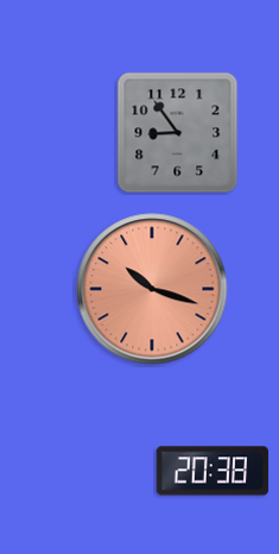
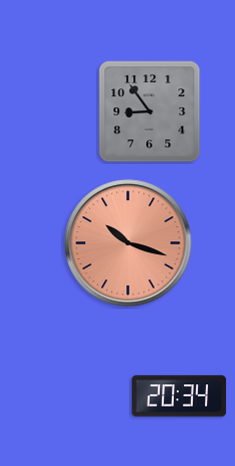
clock at (213, 471): 20:38 -> 20:34
